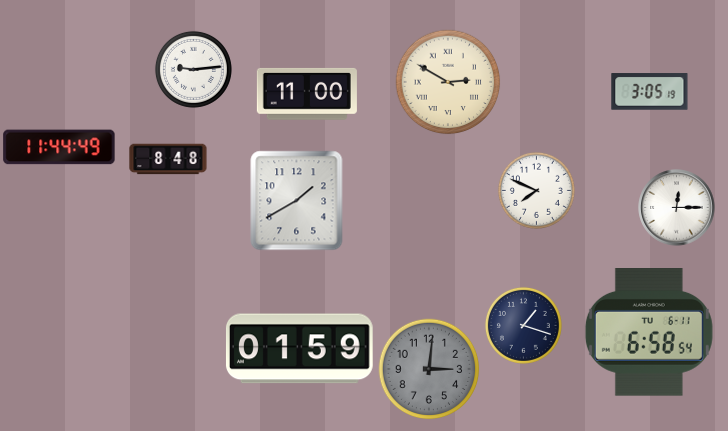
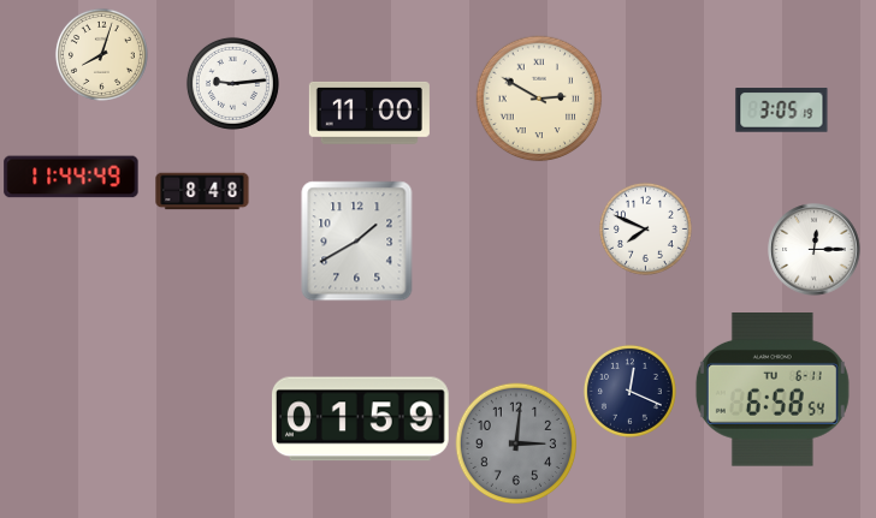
clock at (101, 54): none -> 8:03
clock at (523, 325): 1:18 -> 12:19
clock at (649, 333) position: (649, 333) -> (773, 391)
